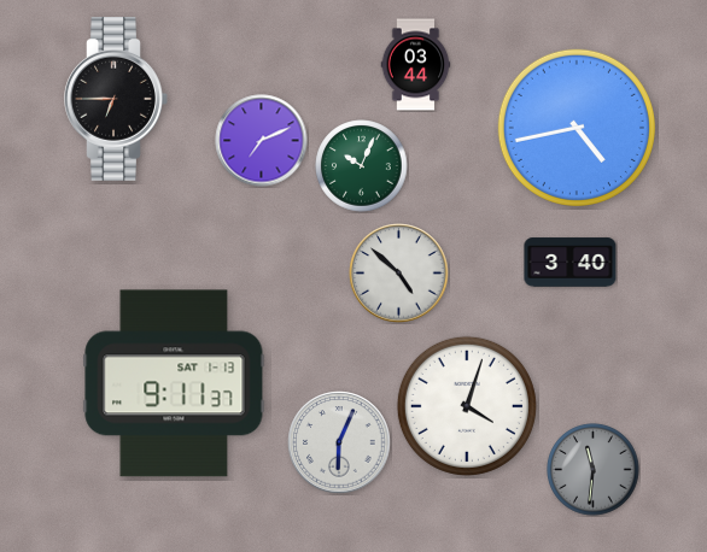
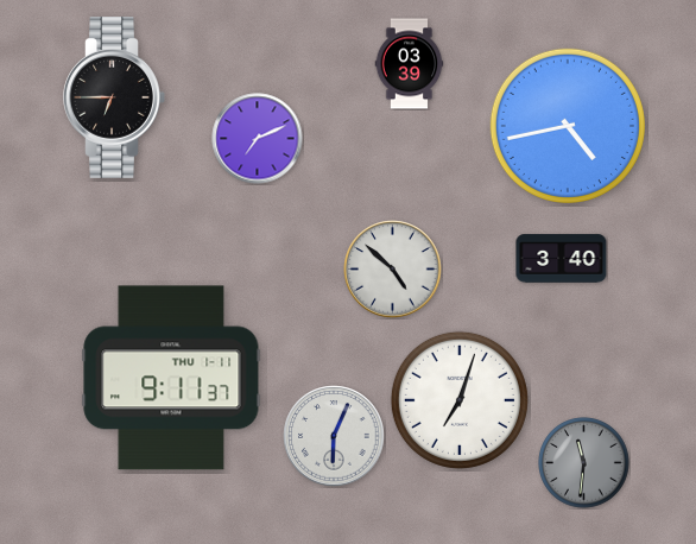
clock at (416, 65): 03:44 -> 03:39
clock at (362, 166): 10:04 -> none
clock at (174, 383) date: SAT 1-13 -> THU 1-11
clock at (467, 406): 4:03 -> 7:03
